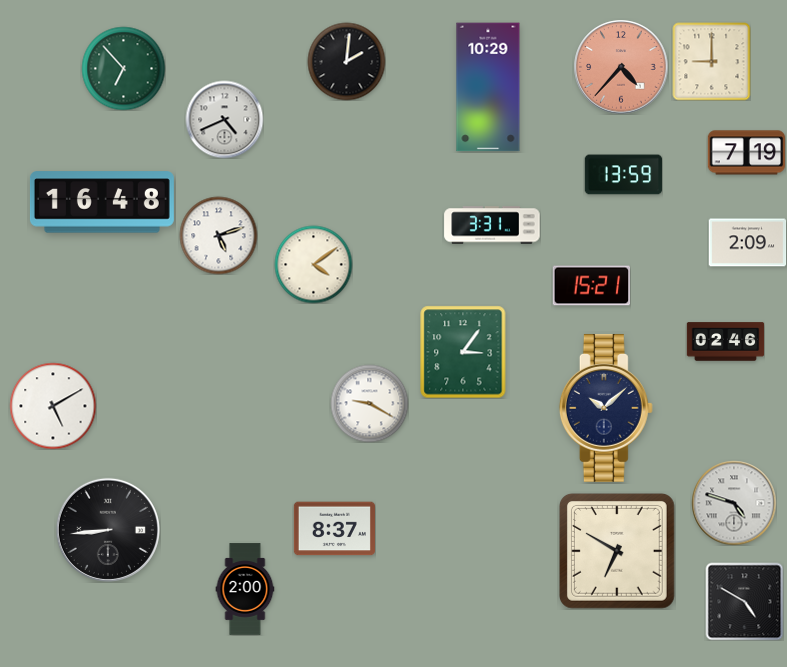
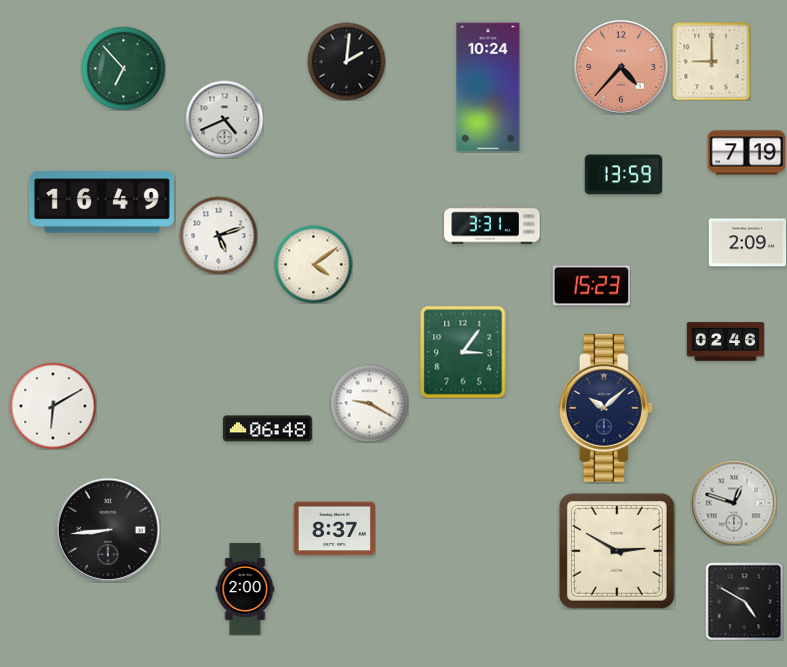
clock at (488, 87): 10:29 -> 10:24
clock at (102, 202): 16:48 -> 16:49
clock at (591, 286): 15:21 -> 15:23
clock at (53, 406): 5:10 -> 6:10
clock at (267, 429): none -> 06:48
clock at (734, 503): 4:48 -> 12:48
clock at (617, 551): 6:50 -> 2:50
